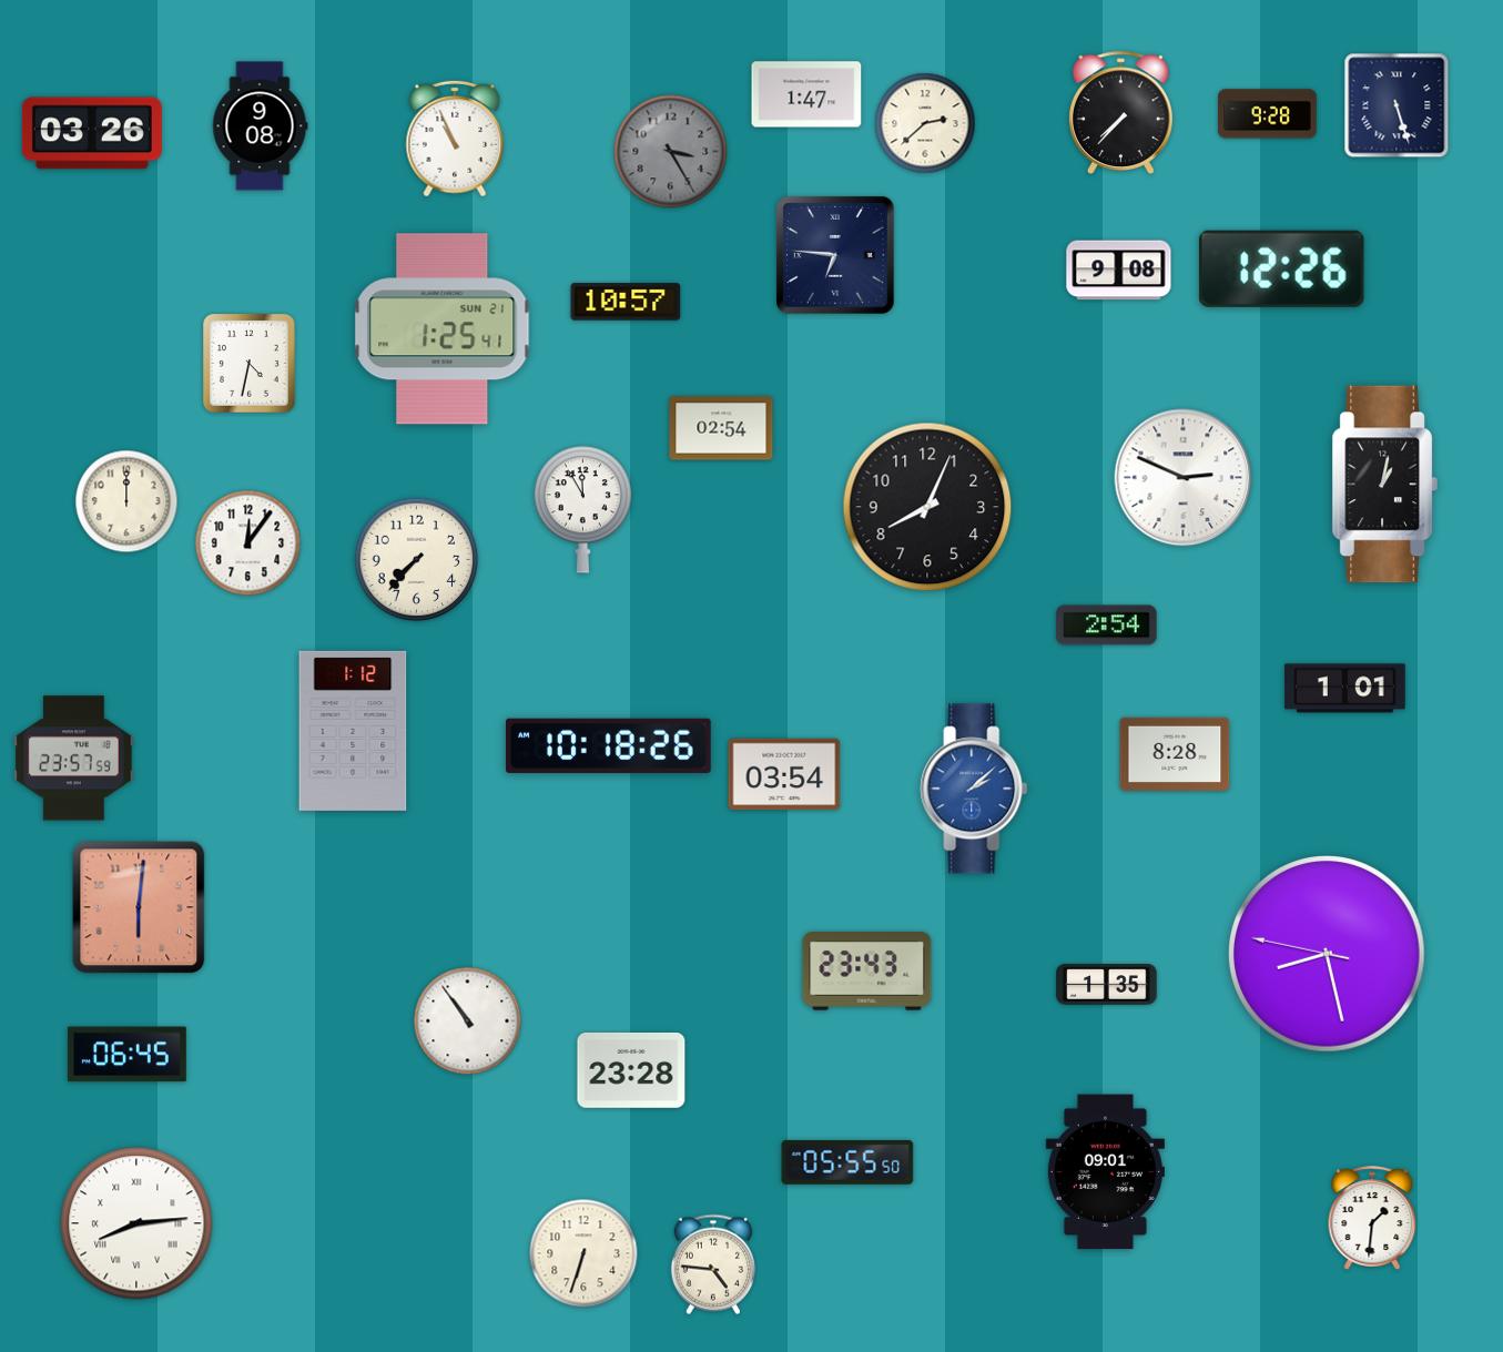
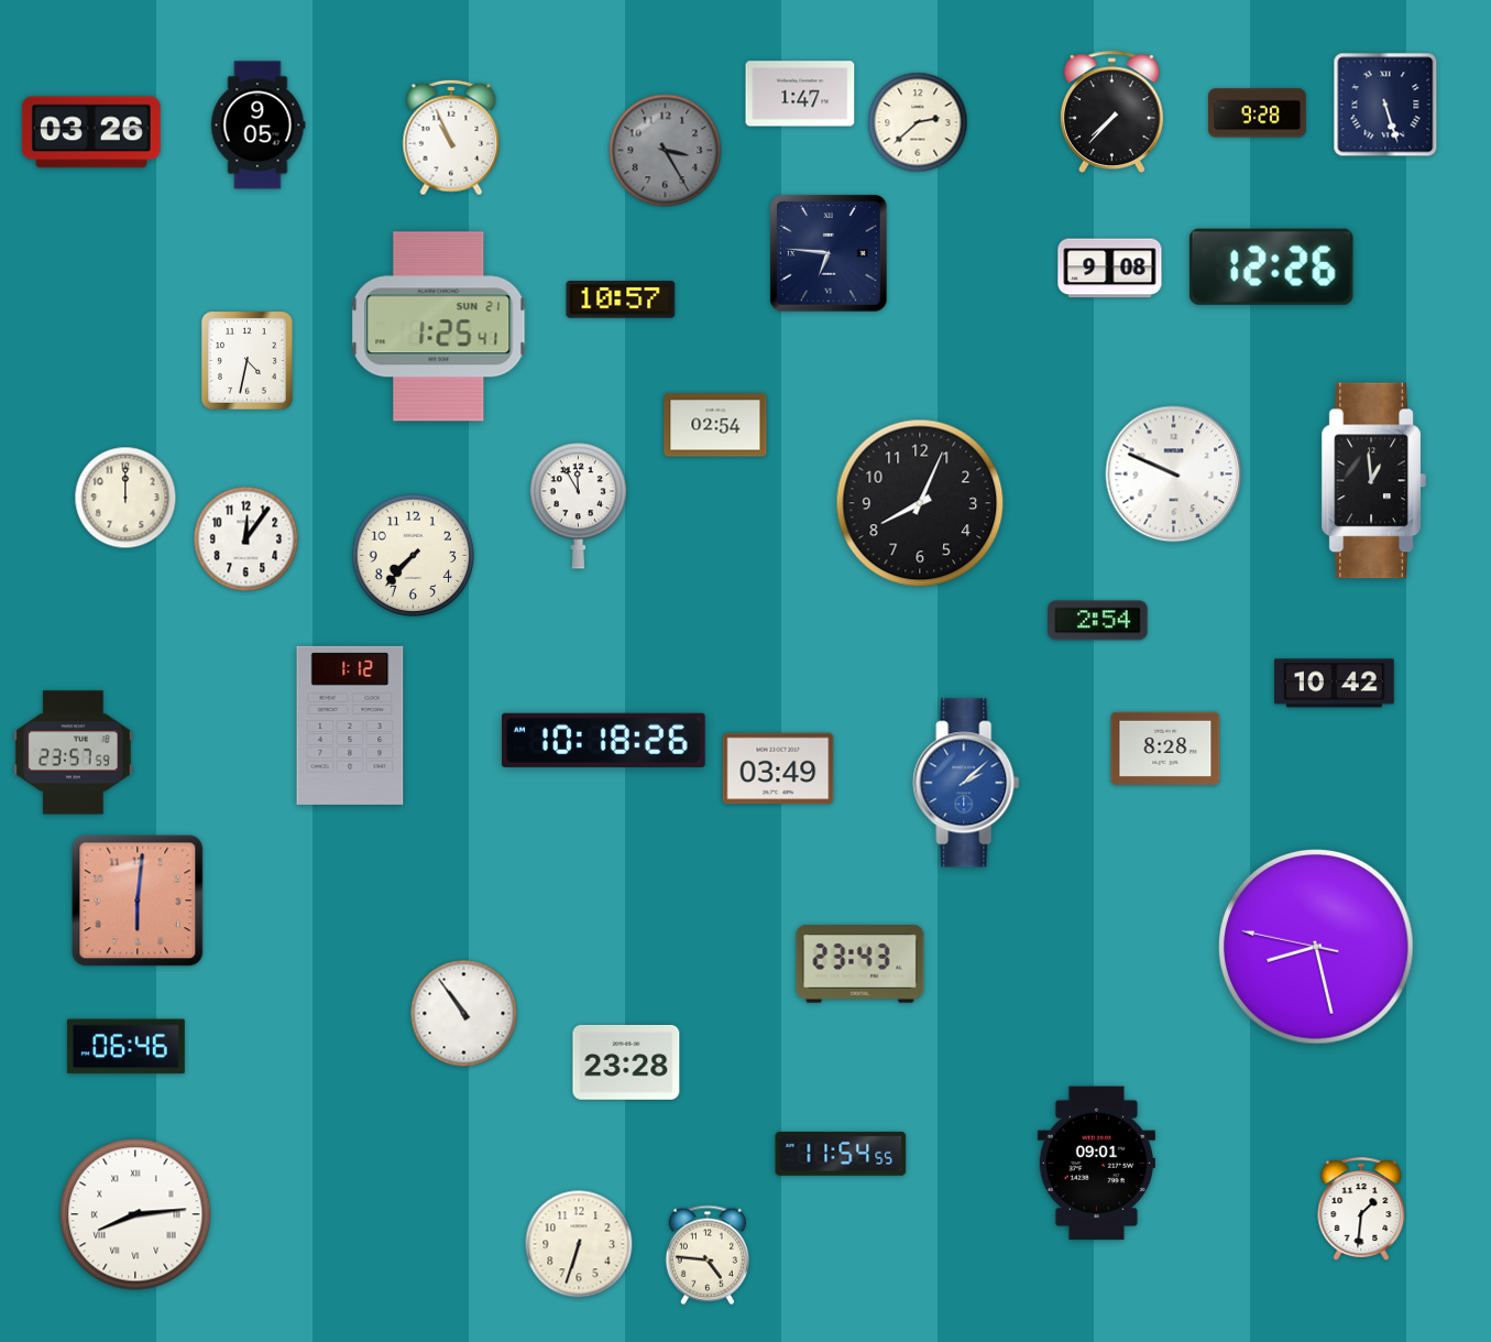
clock at (260, 126): 9:08 -> 9:05
clock at (1184, 478): 2:49 -> 9:49
clock at (1384, 485): 1:02 -> 12:59
clock at (1345, 689): 1:01 -> 10:42
clock at (784, 774): 03:54 -> 03:49
clock at (1107, 985): 1:35 -> none
clock at (126, 1055): 06:45 -> 06:46
clock at (847, 1162): 05:55 -> 11:54
